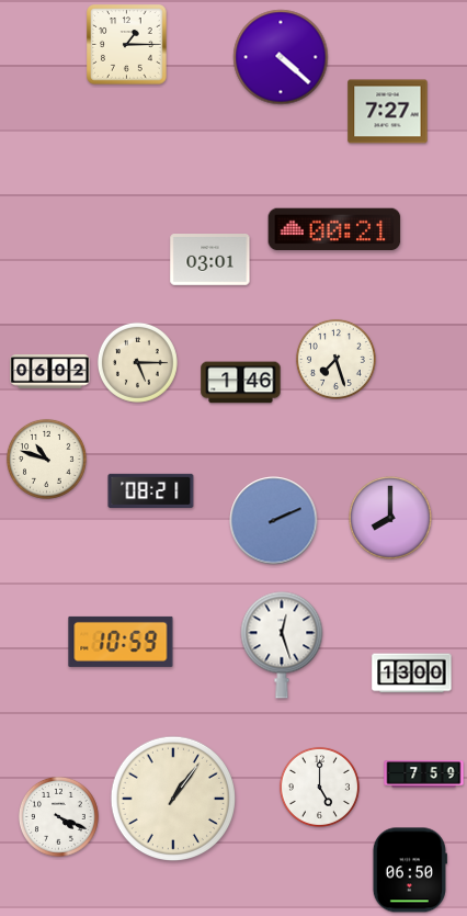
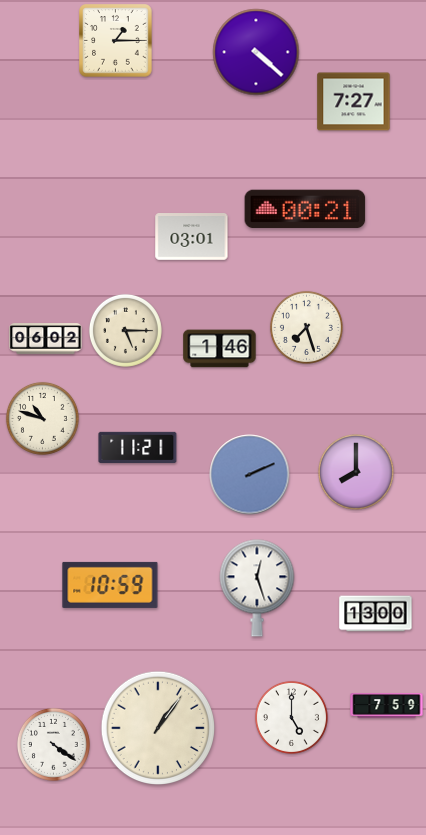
clock at (151, 490): 08:21 -> 11:21
clock at (58, 816): 4:19 -> 4:21
clock at (410, 870): 06:50 -> none
